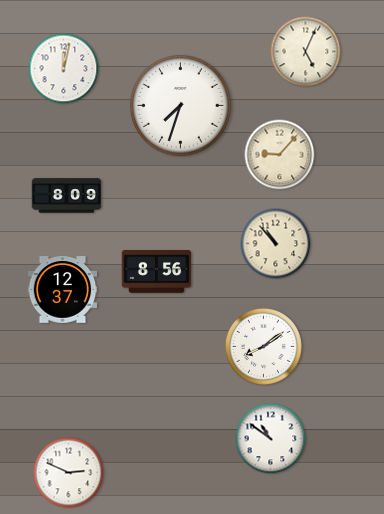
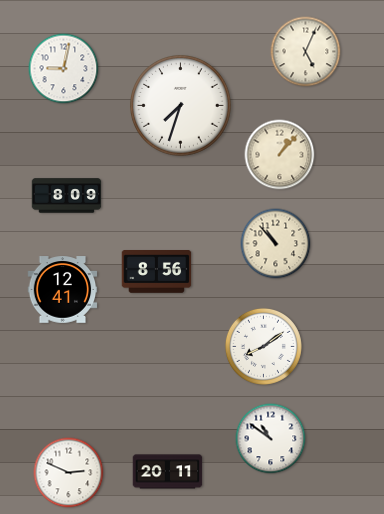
clock at (64, 69): 12:02 -> 9:02
clock at (280, 155): 9:07 -> 1:07
clock at (63, 290): 12:37 -> 12:41
clock at (168, 472): none -> 20:11
